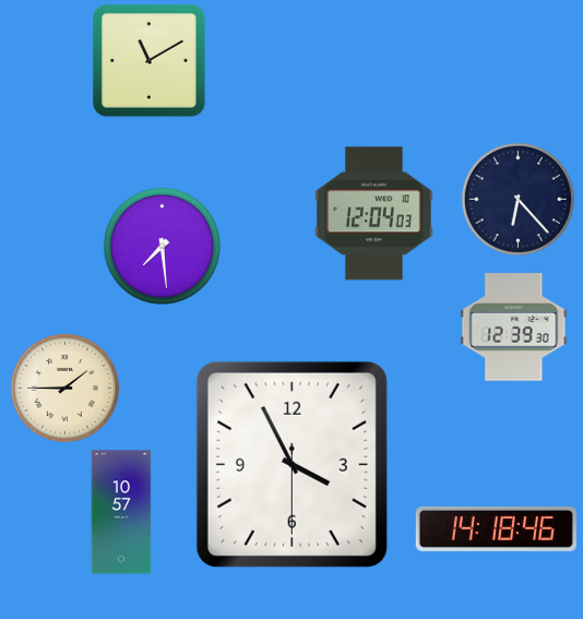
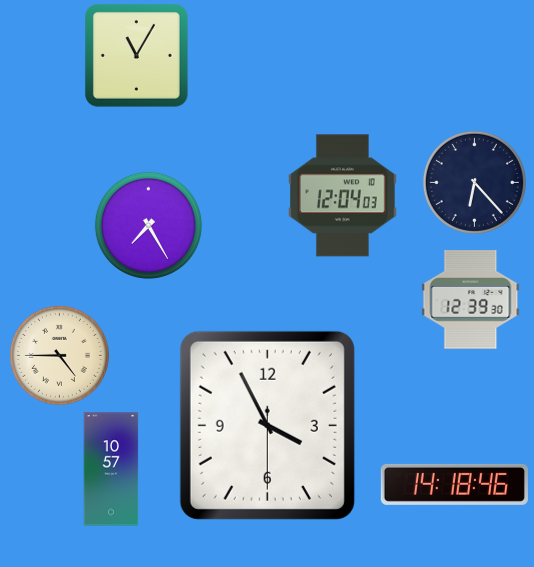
clock at (148, 60): 11:10 -> 11:05
clock at (162, 246): 7:29 -> 7:25
clock at (64, 388): 1:45 -> 4:45
